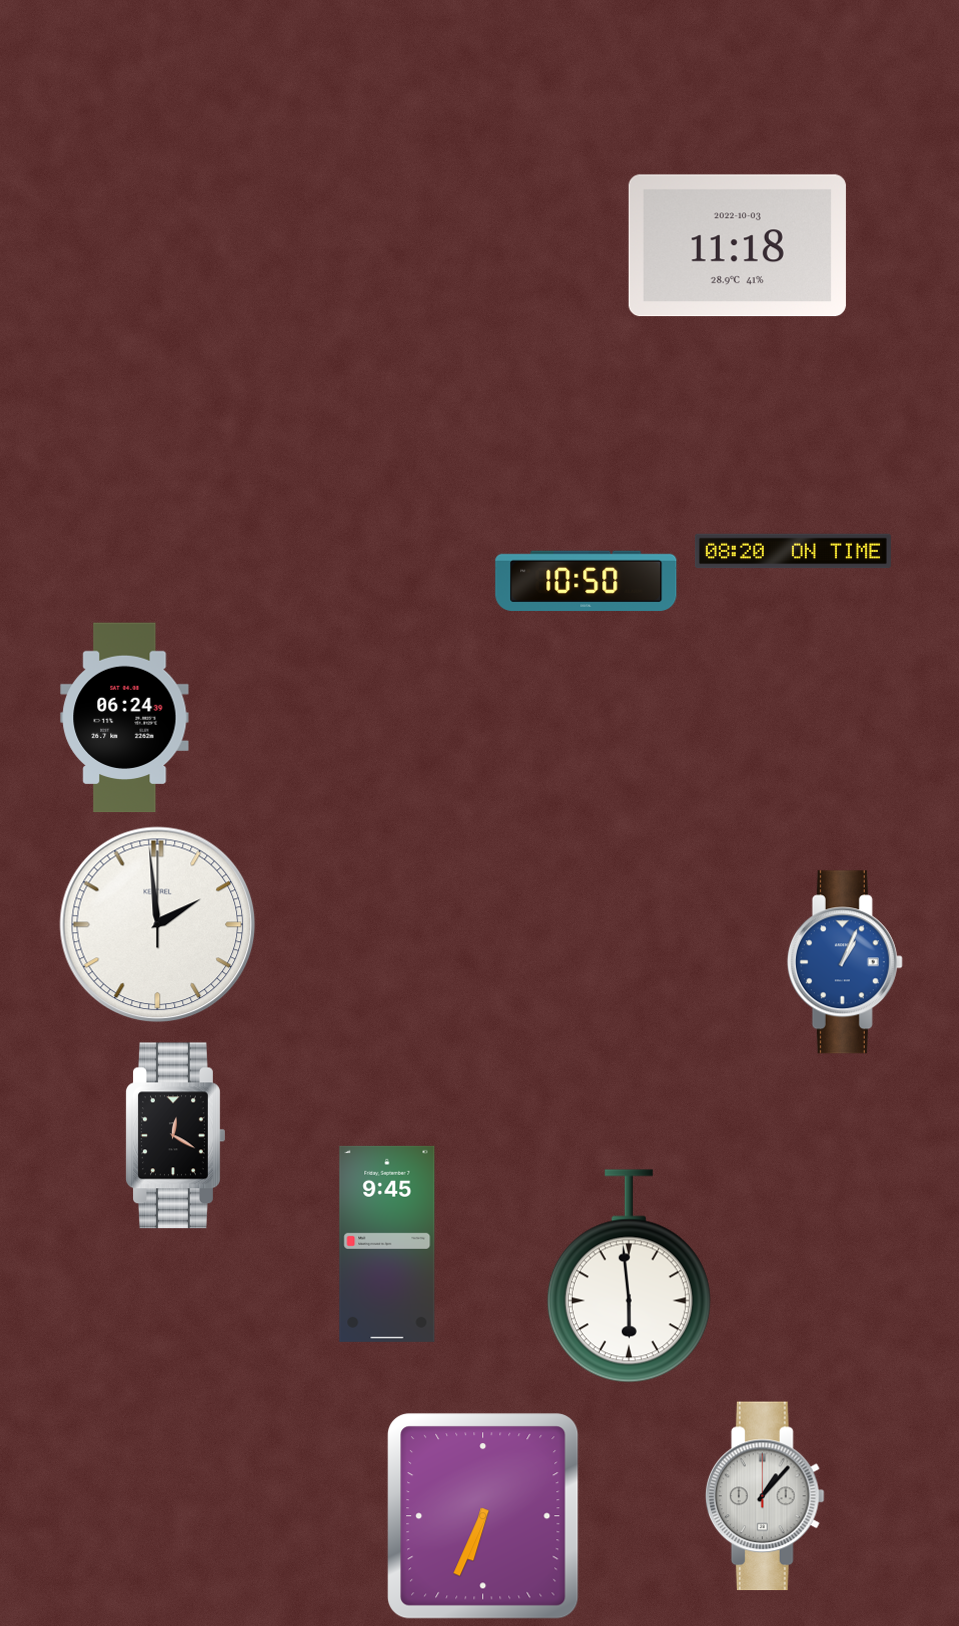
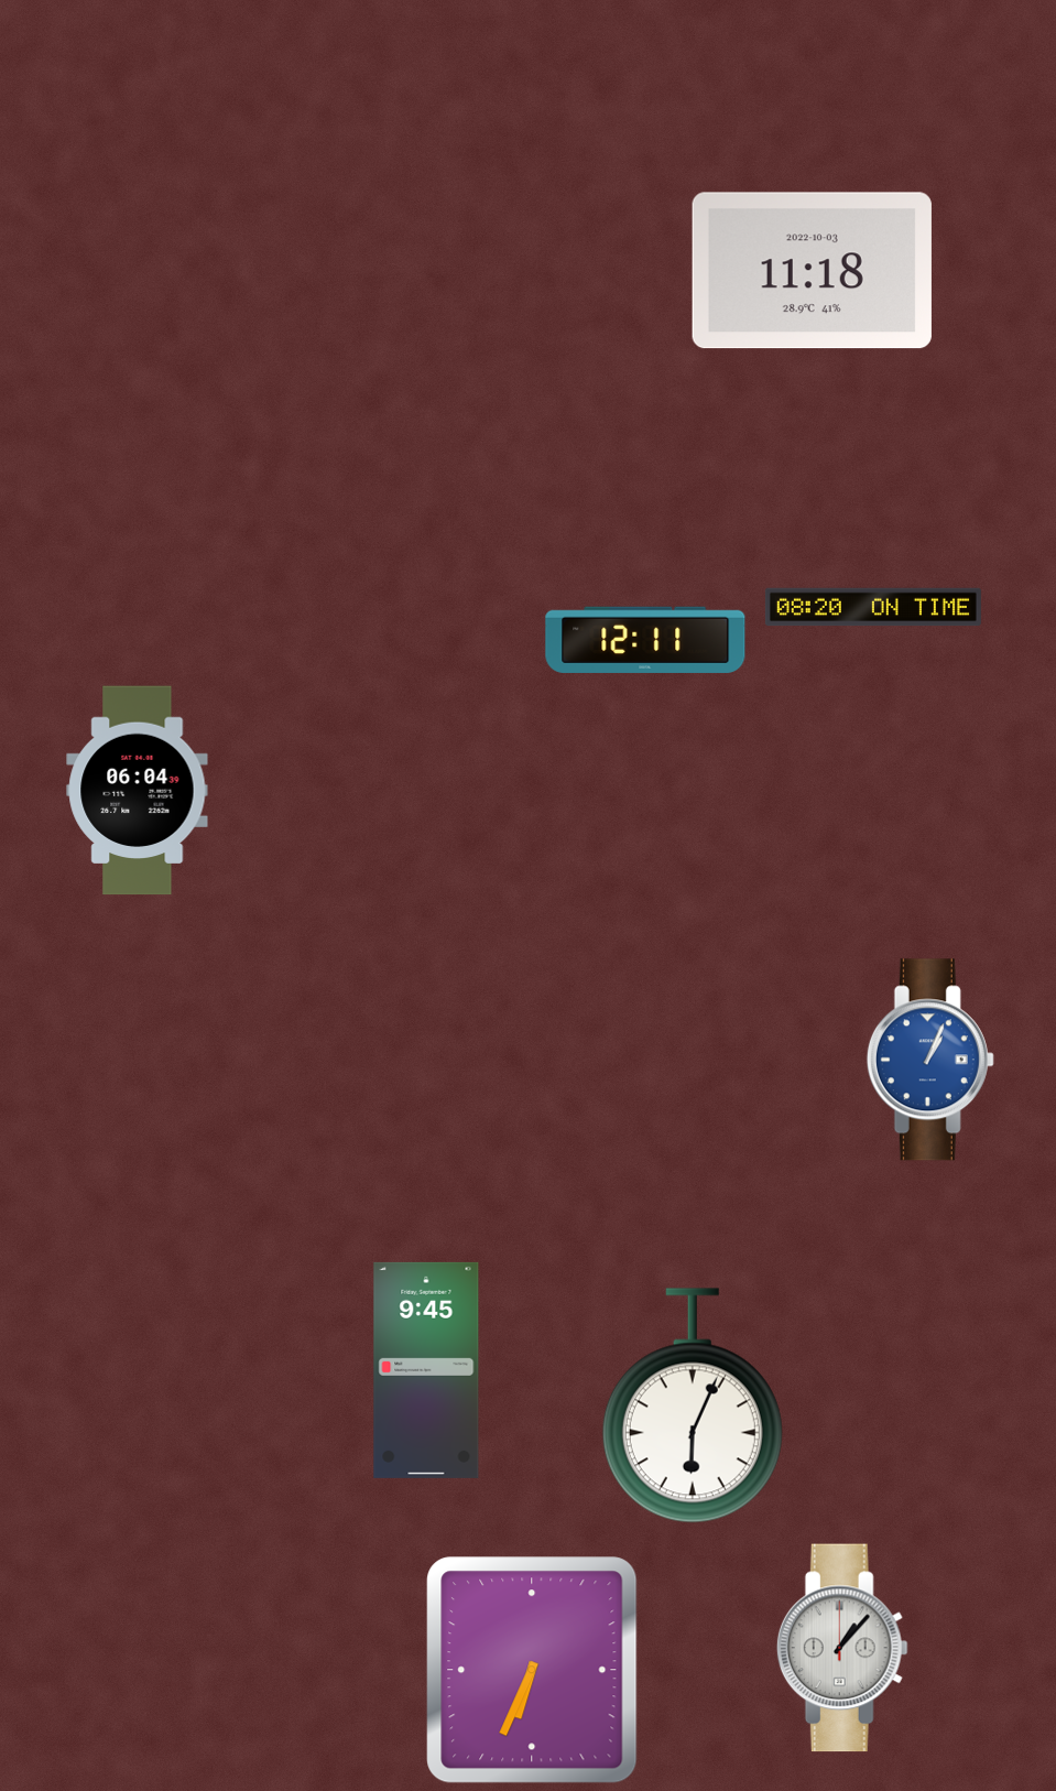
clock at (586, 581): 10:50 -> 12:11
clock at (125, 718): 06:24 -> 06:04
clock at (158, 925): 1:59 -> none
clock at (175, 1136): 12:20 -> none
clock at (629, 1276): 5:59 -> 6:04
